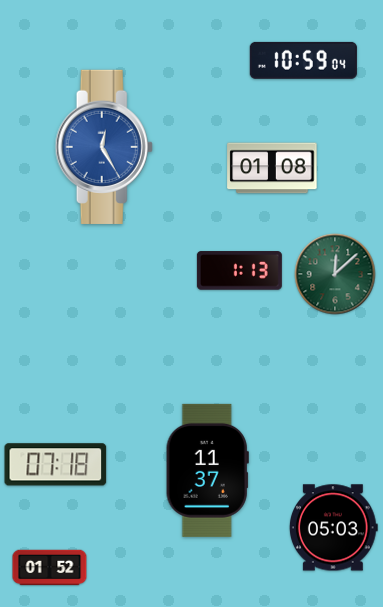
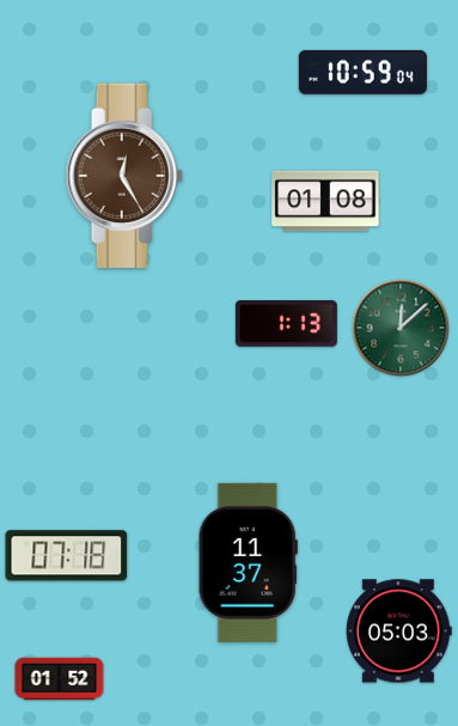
clock at (104, 147) dial: blue -> brown
